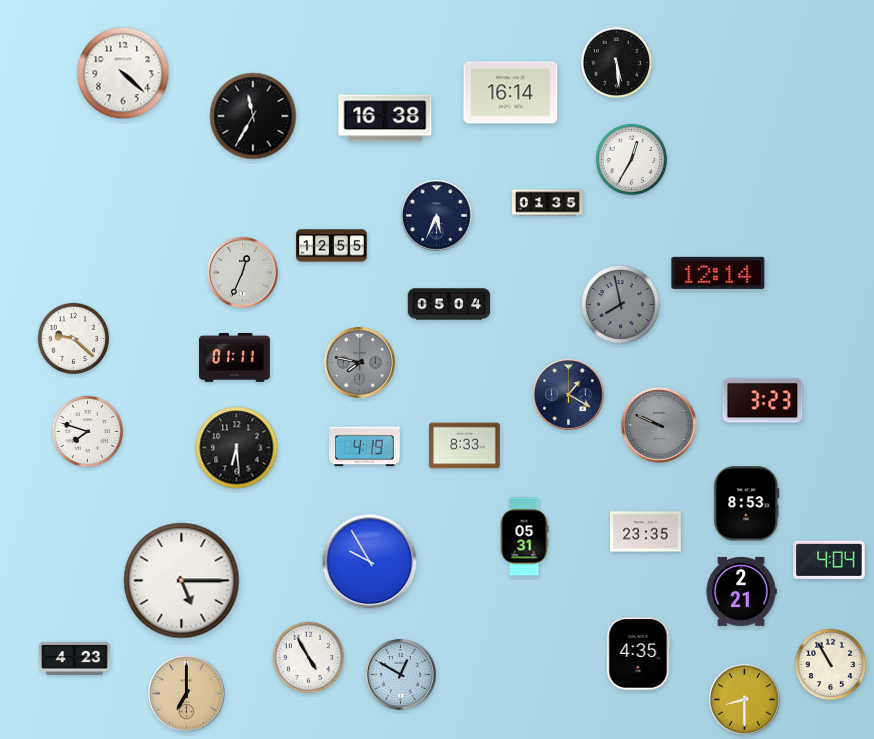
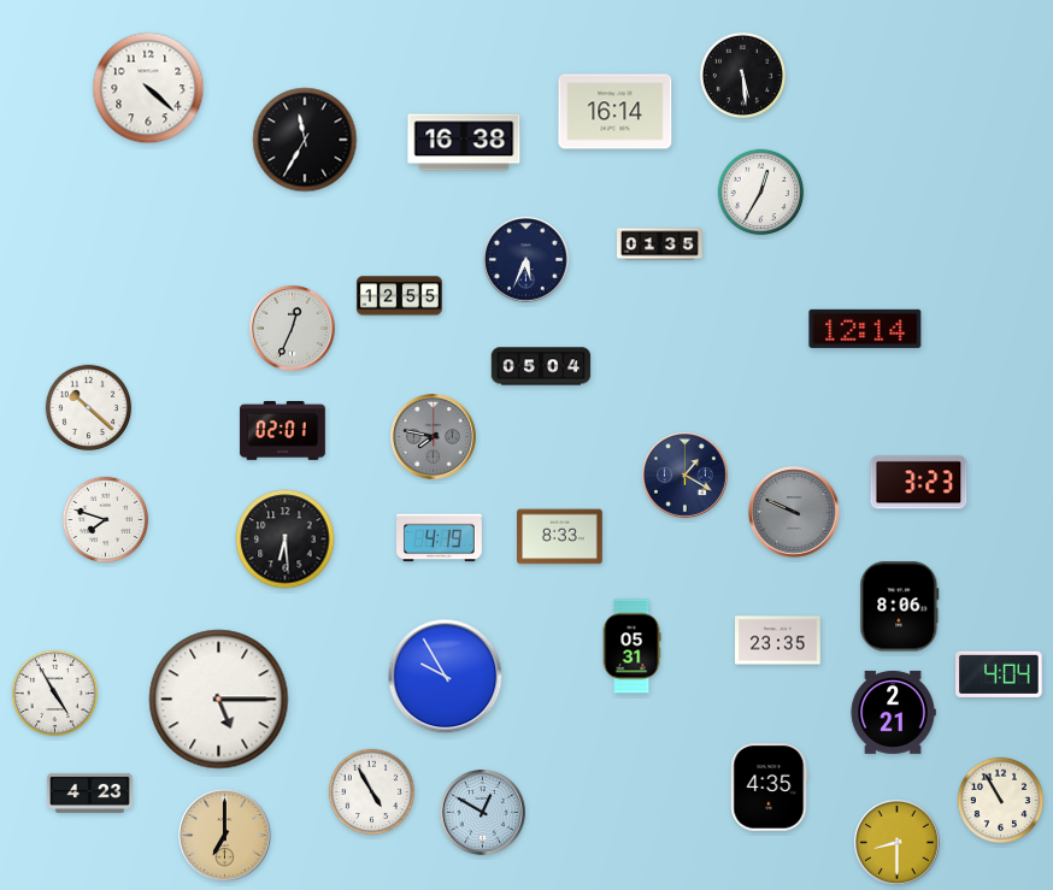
clock at (621, 305): 7:58 -> none
clock at (74, 339): 9:22 -> 10:22
clock at (235, 358): 01:11 -> 02:01
clock at (747, 504): 8:53 -> 8:06
clock at (55, 694): none -> 4:55
